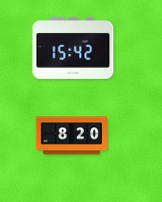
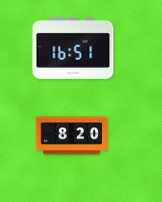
clock at (73, 48): 15:42 -> 16:51
